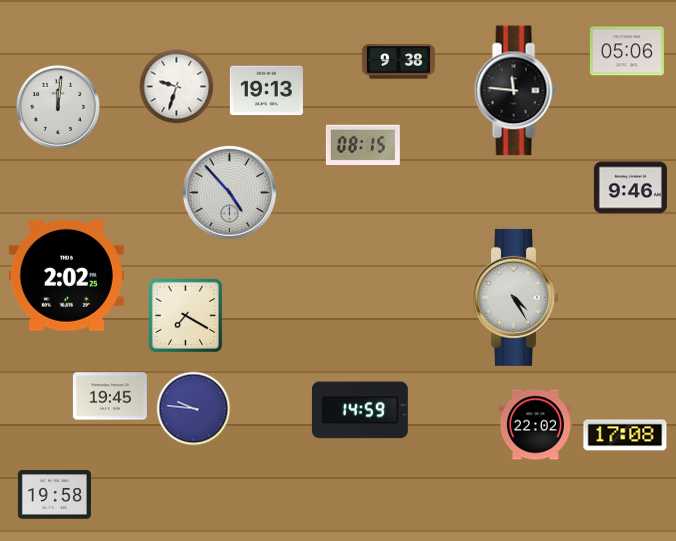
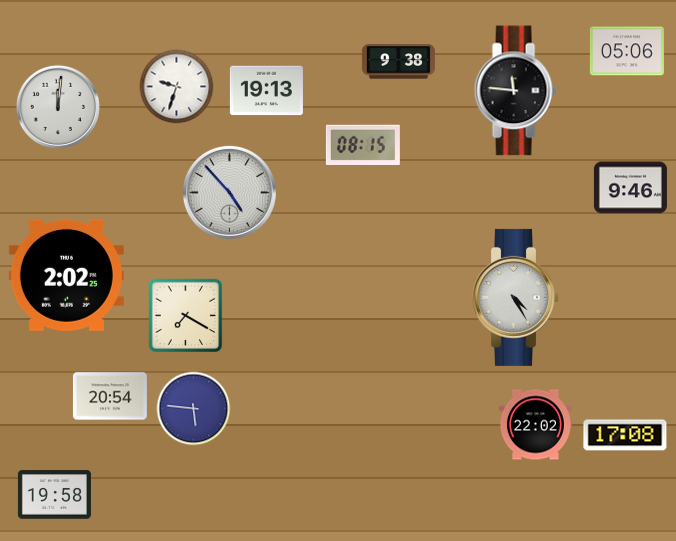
clock at (110, 396): 19:45 -> 20:54
clock at (194, 409): 9:46 -> 5:46
clock at (360, 410): 14:59 -> none
